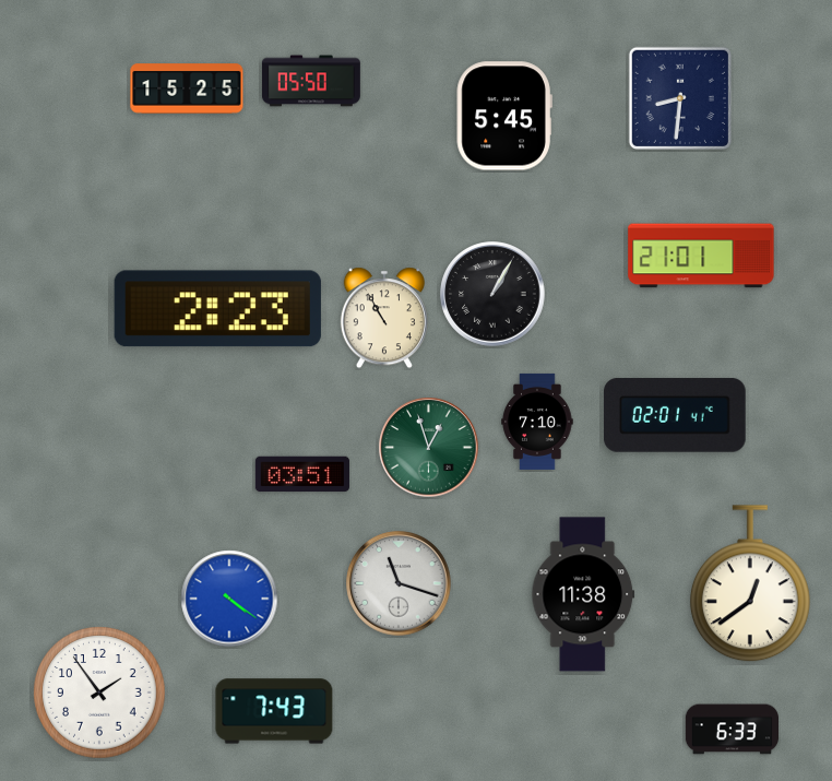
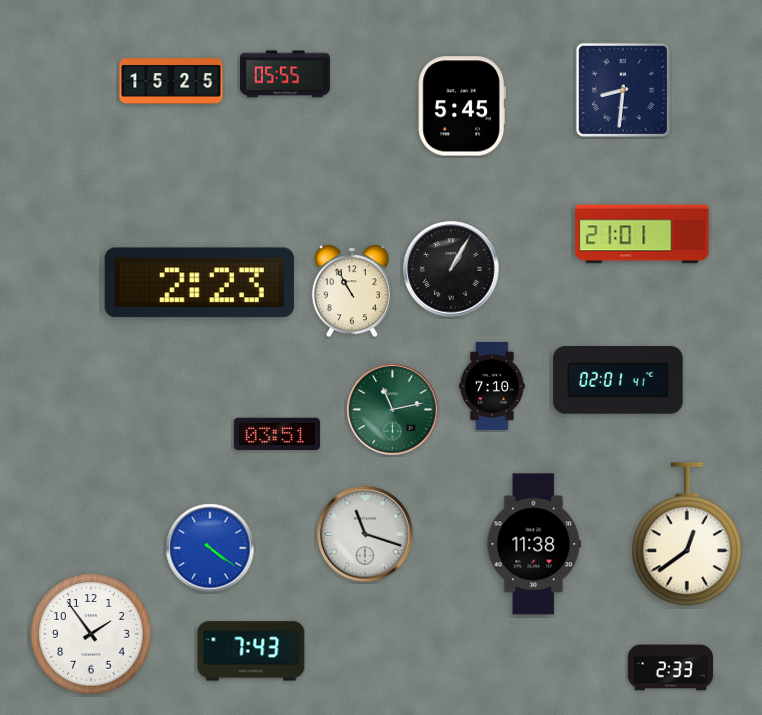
clock at (311, 81): 05:50 -> 05:55
clock at (429, 448): 12:57 -> 11:13
clock at (732, 730): 6:33 -> 2:33
